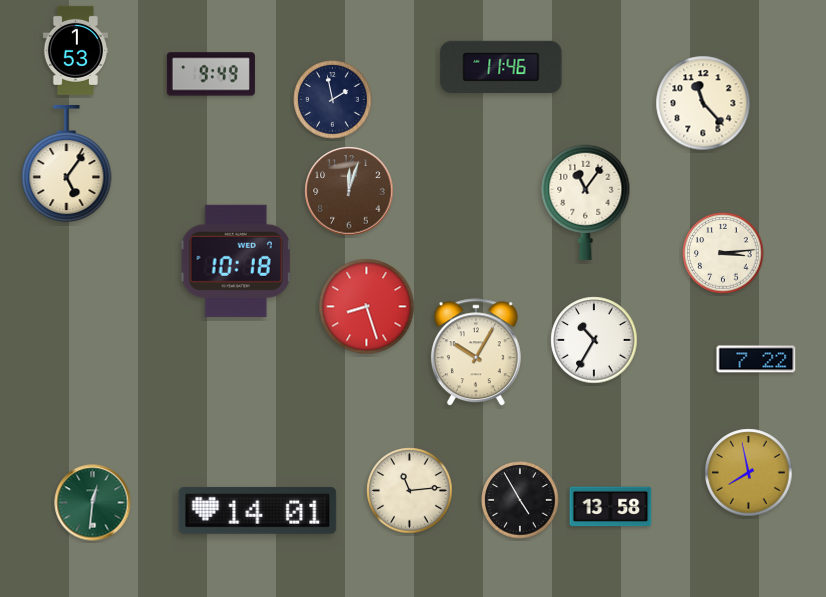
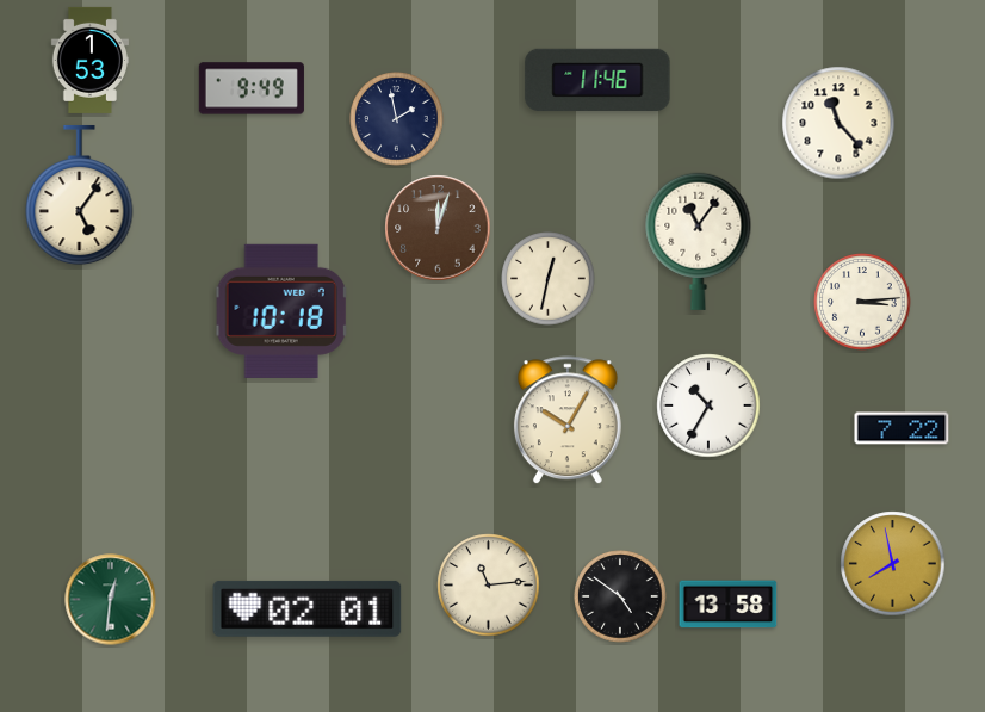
clock at (349, 191) position: (349, 191) -> (438, 228)
clock at (549, 279): none -> 12:32
clock at (367, 307): 8:27 -> none
clock at (520, 500): 4:55 -> 4:51
clock at (258, 510): 14:01 -> 02:01
